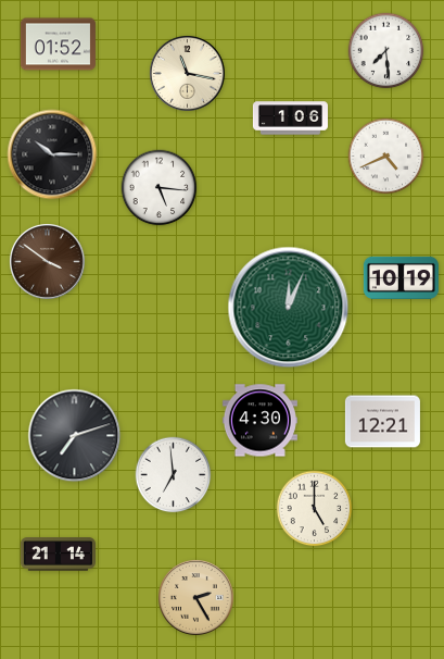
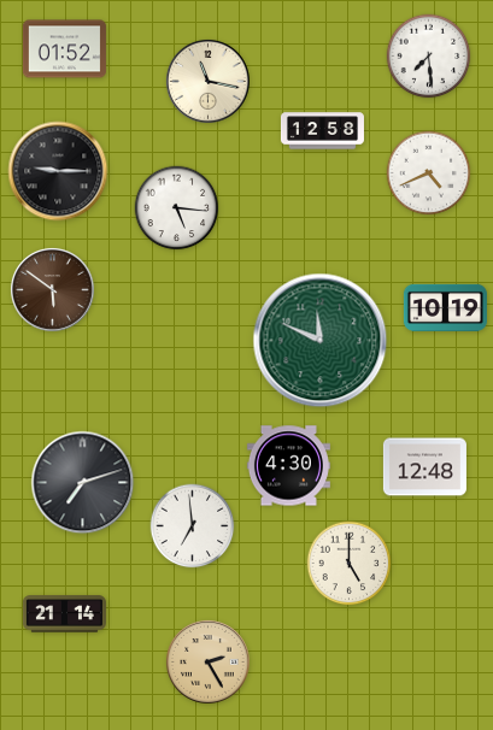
clock at (290, 119): 1:06 -> 12:58
clock at (52, 154): 10:15 -> 9:15
clock at (47, 261): 3:51 -> 5:51
clock at (289, 308): 12:04 -> 11:49
clock at (382, 422): 12:21 -> 12:48
clock at (195, 597) position: (195, 597) -> (207, 661)
